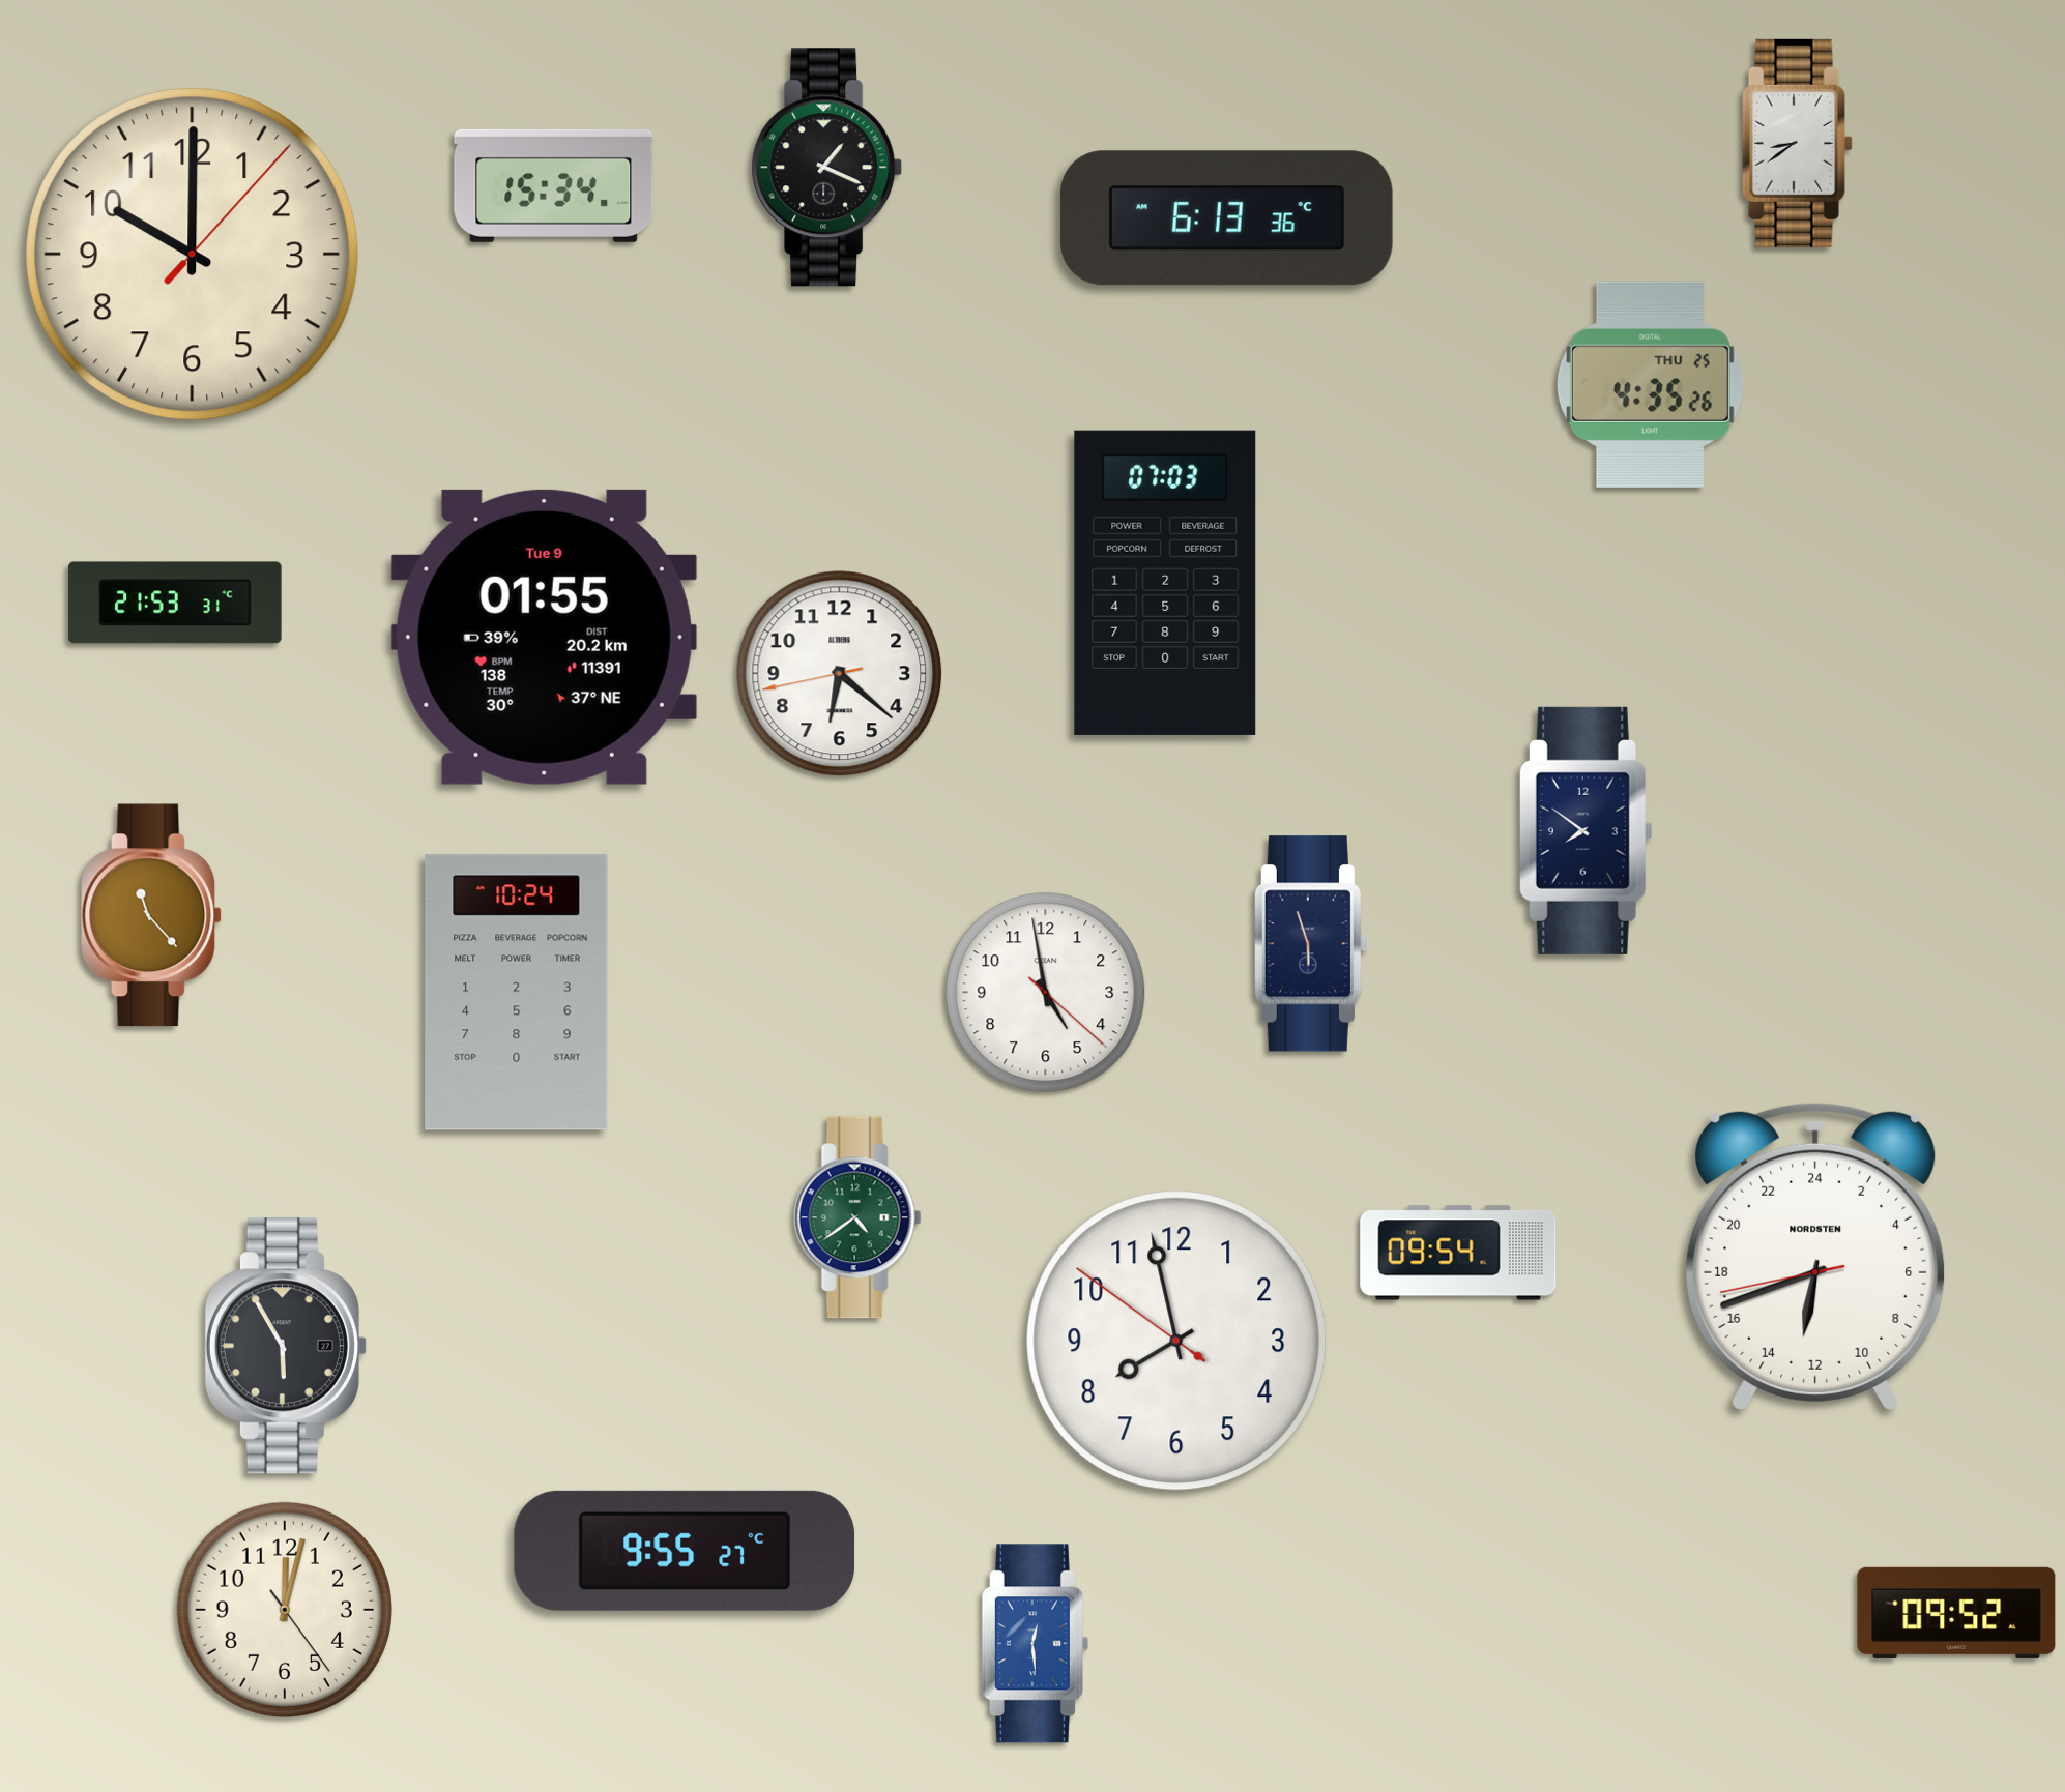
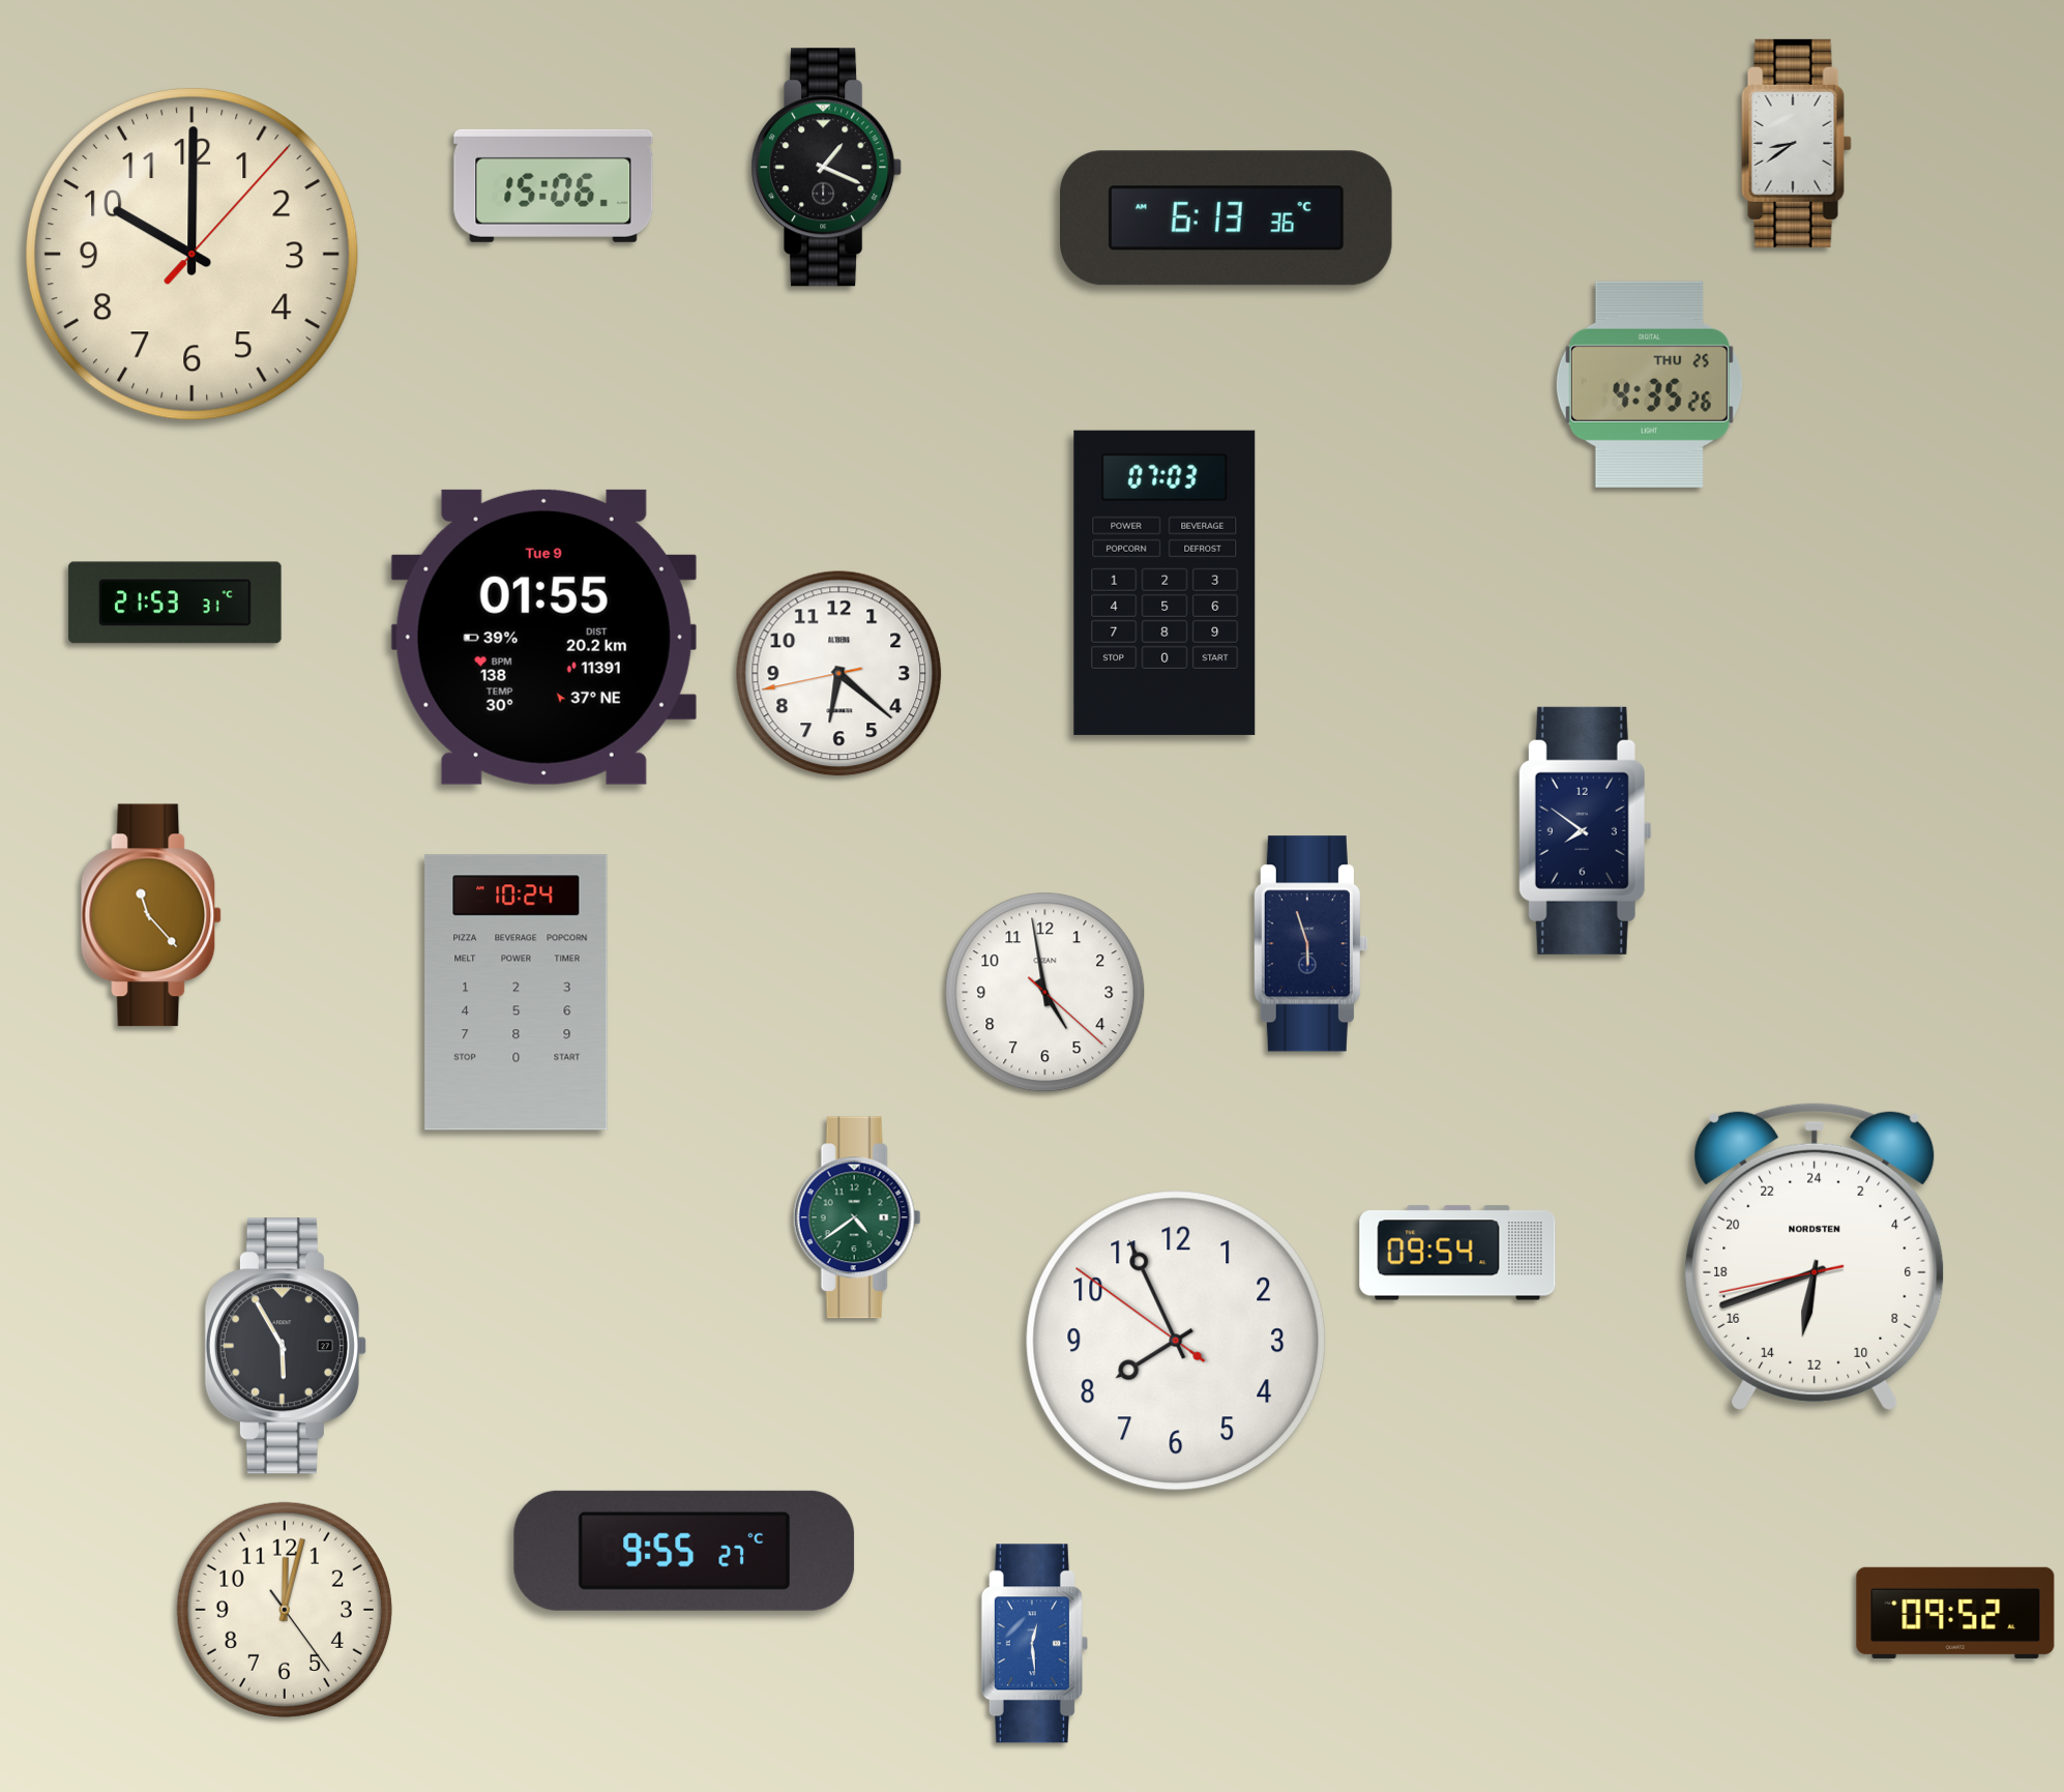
clock at (554, 185): 15:34 -> 15:06
clock at (1176, 1341): 7:57 -> 7:55
